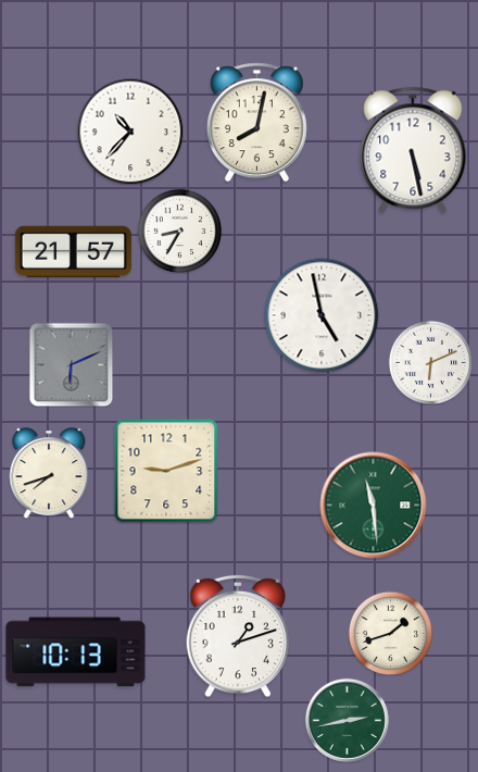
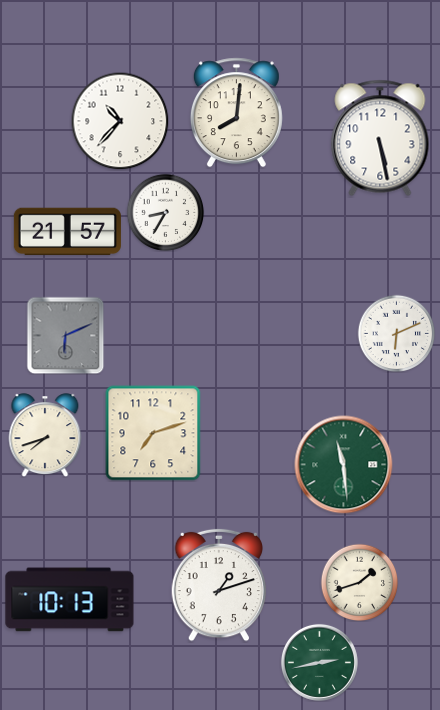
clock at (256, 123): 8:02 -> 8:01
clock at (322, 315): 4:58 -> none
clock at (166, 471): 9:12 -> 7:12
